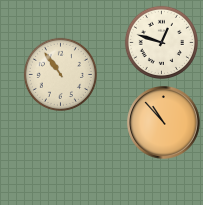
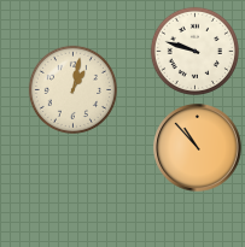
clock at (161, 42): 12:48 -> 9:48
clock at (60, 74): 10:54 -> 1:02
